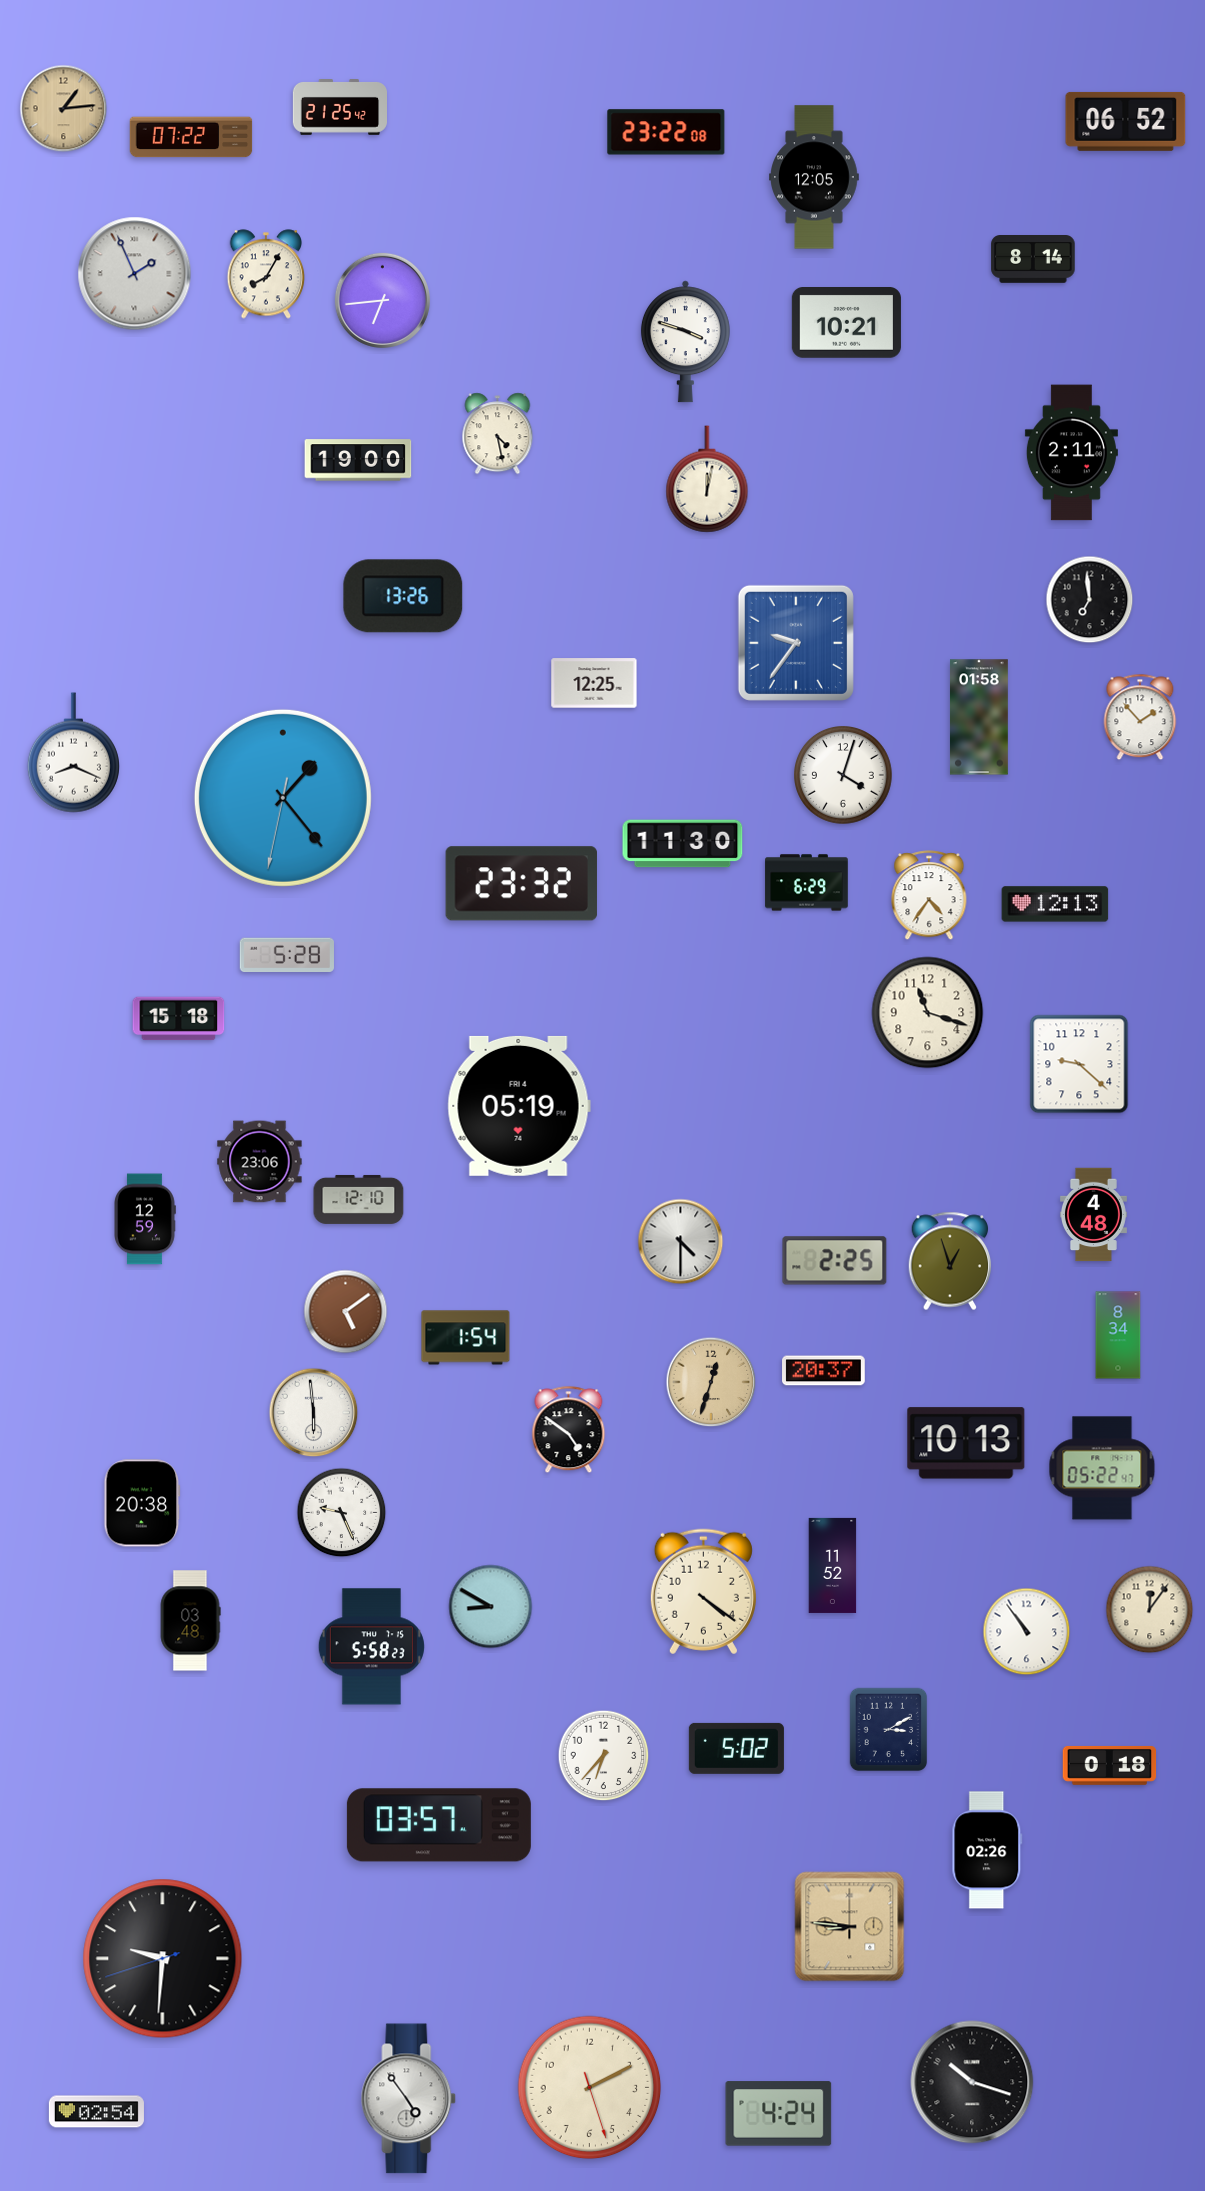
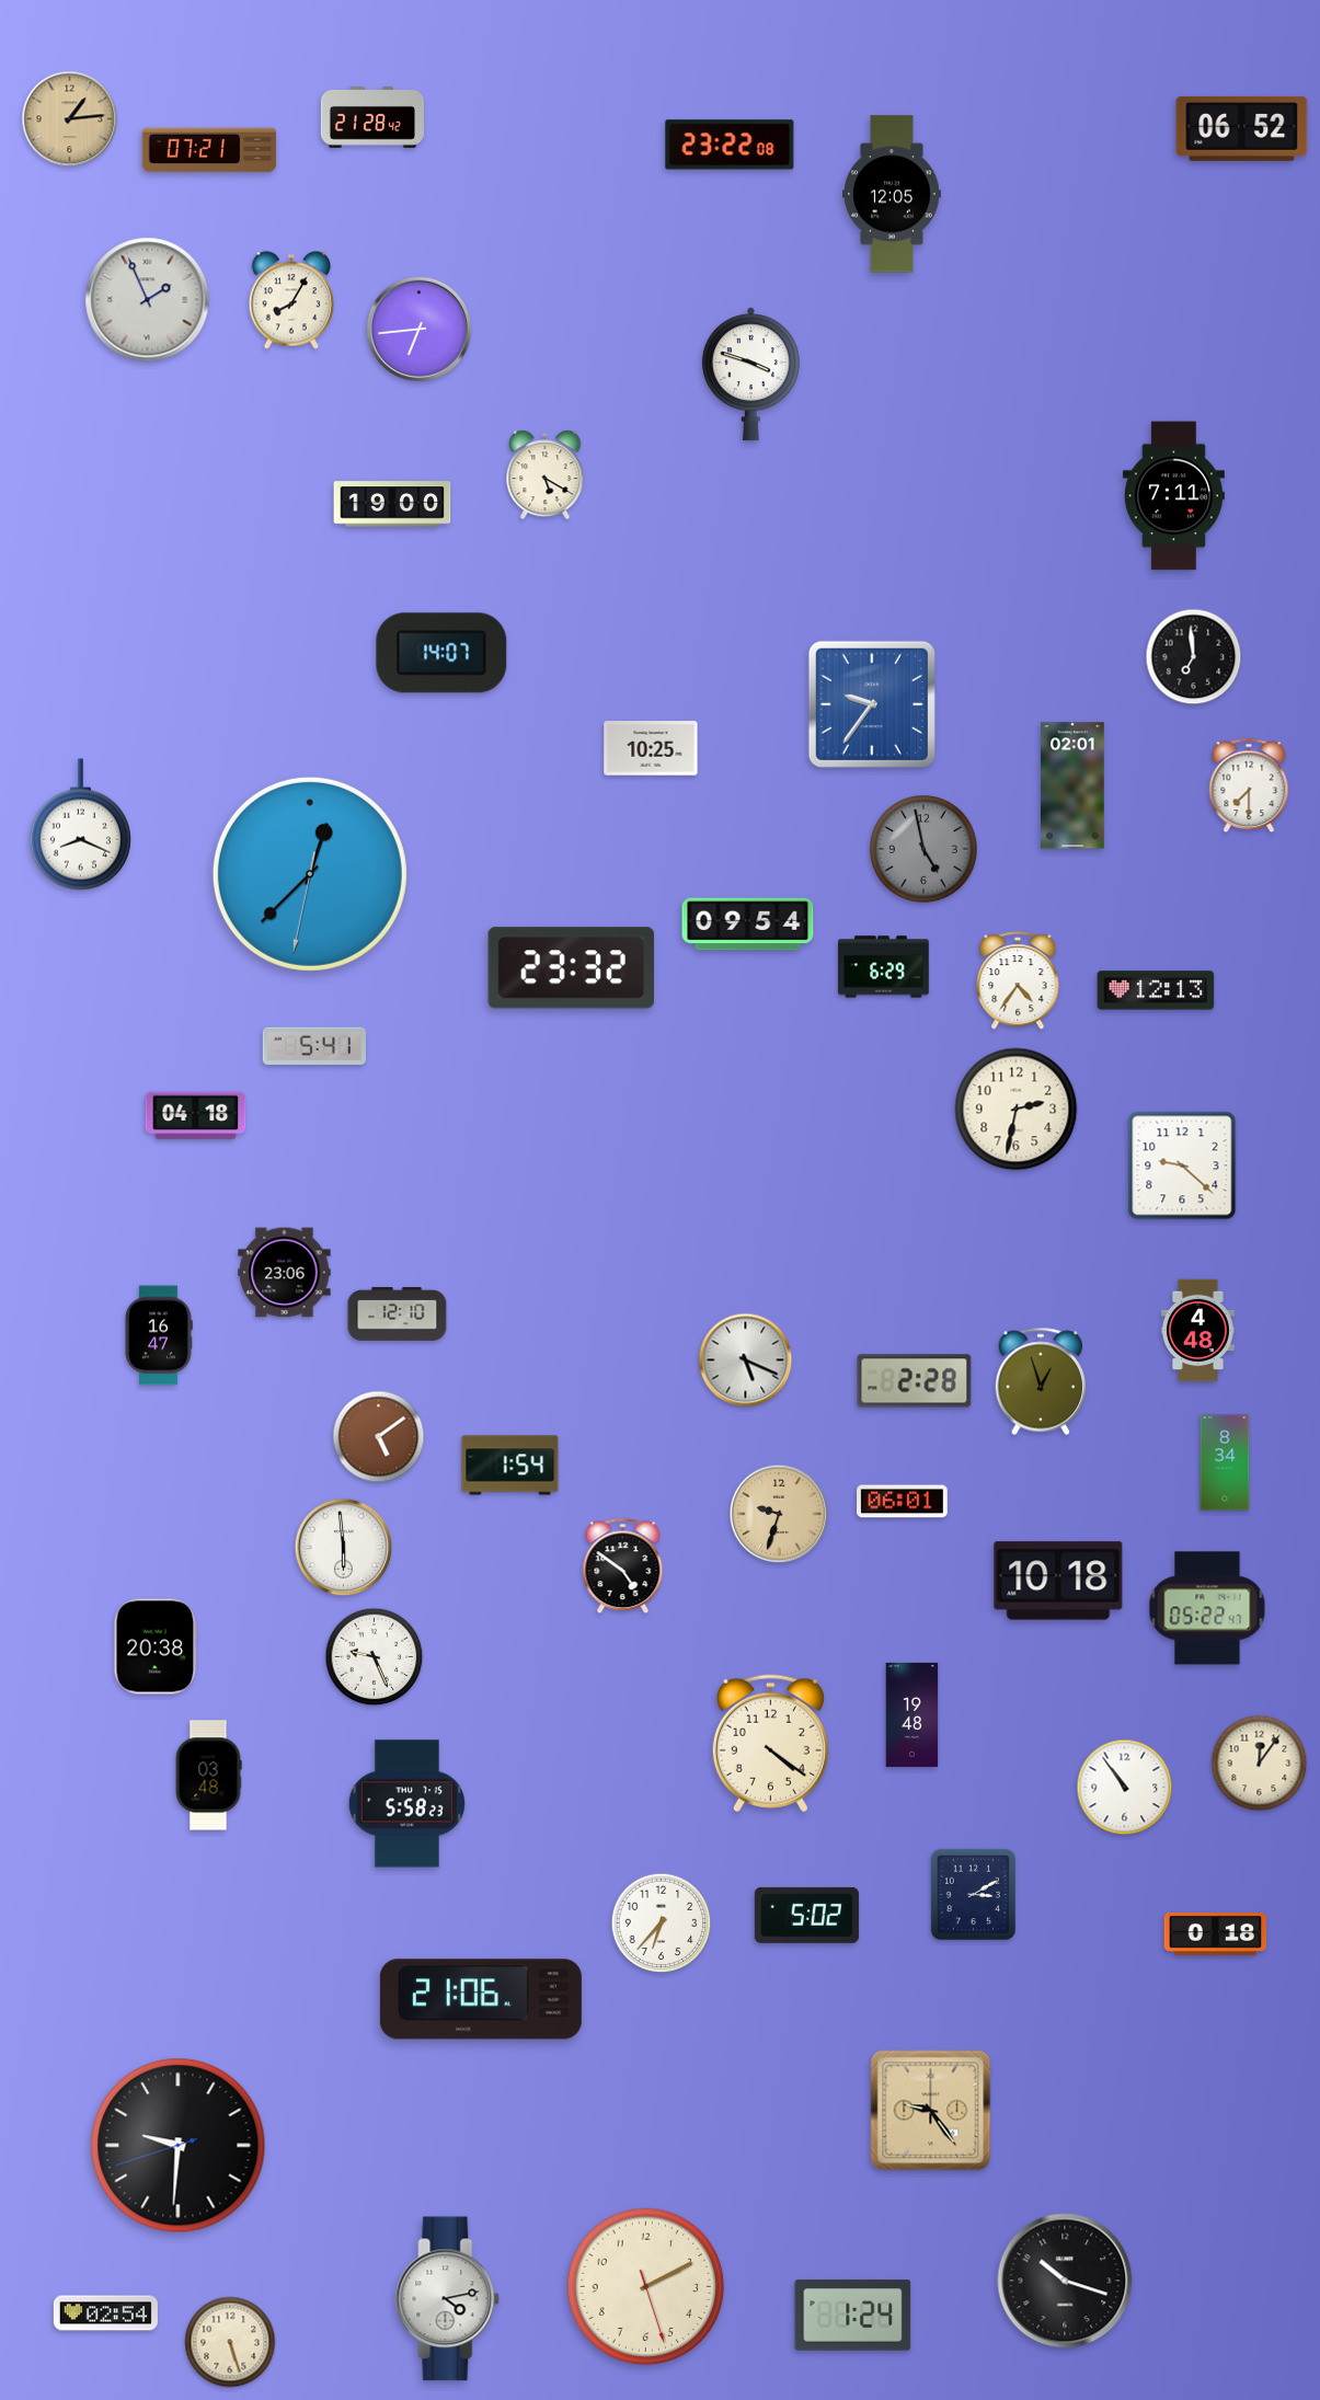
clock at (339, 108): 21:25 -> 21:28
clock at (1126, 121) position: (1126, 121) -> (1242, 128)
clock at (191, 137): 07:22 -> 07:21
clock at (1033, 260): 8:14 -> none
clock at (846, 323): 10:21 -> none
clock at (498, 434): 4:28 -> 5:20
clock at (1071, 453): 2:11 -> 7:11
clock at (707, 479): 12:02 -> none
clock at (403, 596): 13:26 -> 14:07
clock at (594, 683): 12:25 -> 10:25
clock at (979, 717): 01:58 -> 02:01
clock at (1140, 717): 1:53 -> 7:30
clock at (844, 776): 4:03 -> 4:58
clock at (844, 776) dial: white -> grey
clock at (283, 798): 1:23 -> 12:37
clock at (683, 844): 11:30 -> 09:54
clock at (287, 954): 5:28 -> 5:41
clock at (928, 1013): 11:18 -> 2:32
clock at (179, 1019): 15:18 -> 04:18
clock at (519, 1106): 05:19 -> none
clock at (359, 1199) position: (359, 1199) -> (398, 1313)
clock at (145, 1219): 12:59 -> 16:47
clock at (681, 1242): 4:30 -> 5:19
clock at (835, 1261): 2:25 -> 2:28
clock at (824, 1371): 20:37 -> 06:01
clock at (711, 1382): 12:33 -> 9:33
clock at (966, 1443): 10:13 -> 10:18
clock at (833, 1565): 11:52 -> 19:48
clock at (491, 1607): 8:50 -> none
clock at (439, 1825): 03:57 -> 21:06
clock at (987, 1850): 02:26 -> none
clock at (850, 1927): 8:46 -> 9:24
clock at (409, 2099): 4:54 -> 4:13
clock at (779, 2114): 4:24 -> 1:24
clock at (230, 2342): none -> 5:27
